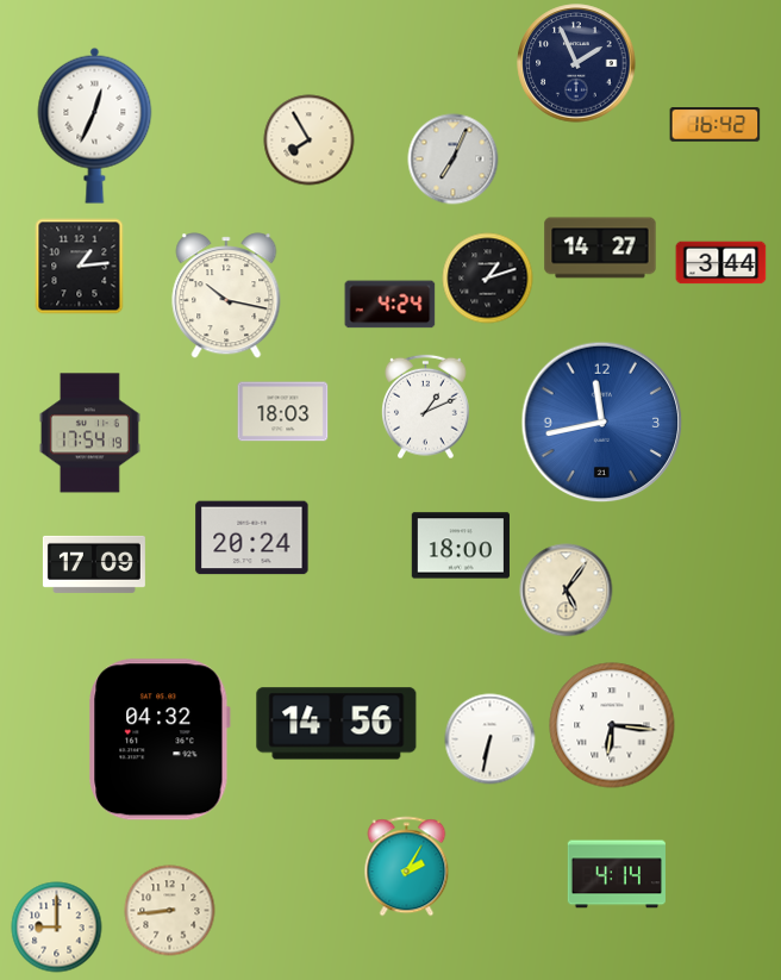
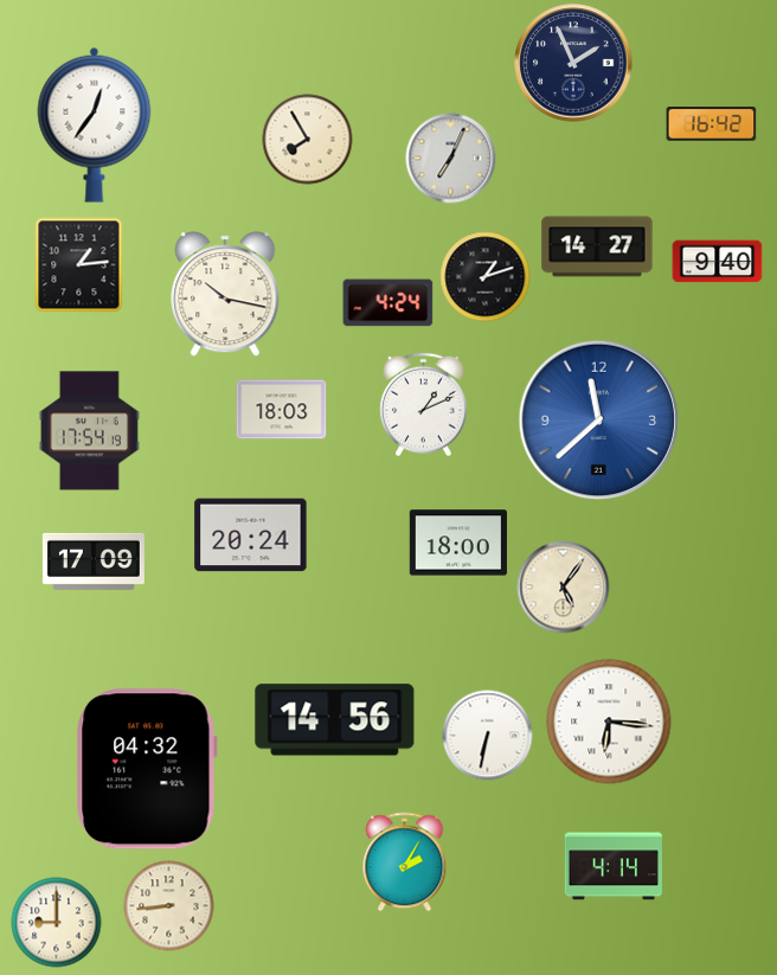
clock at (95, 125): 12:34 -> 12:36
clock at (721, 263): 3:44 -> 9:40
clock at (602, 423): 11:43 -> 11:38
clock at (160, 739) position: (160, 739) -> (147, 769)
clock at (617, 874) position: (617, 874) -> (614, 866)
